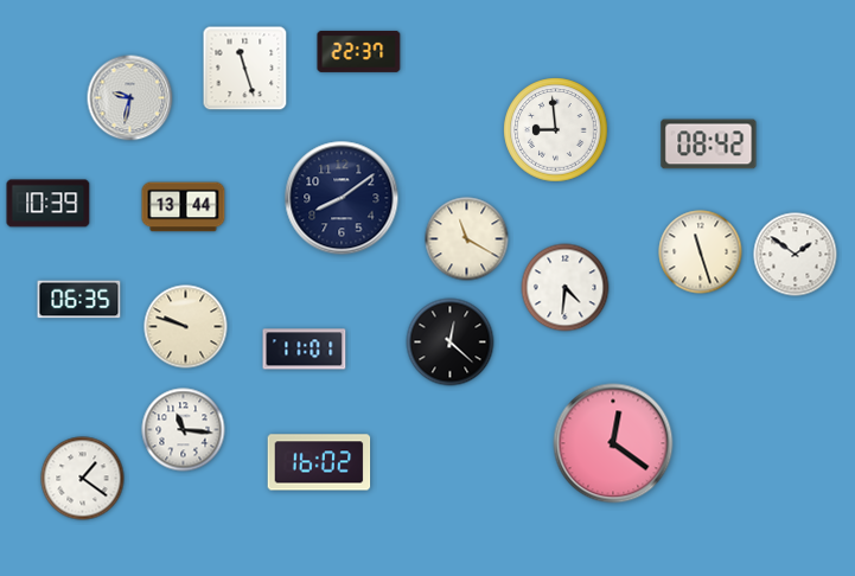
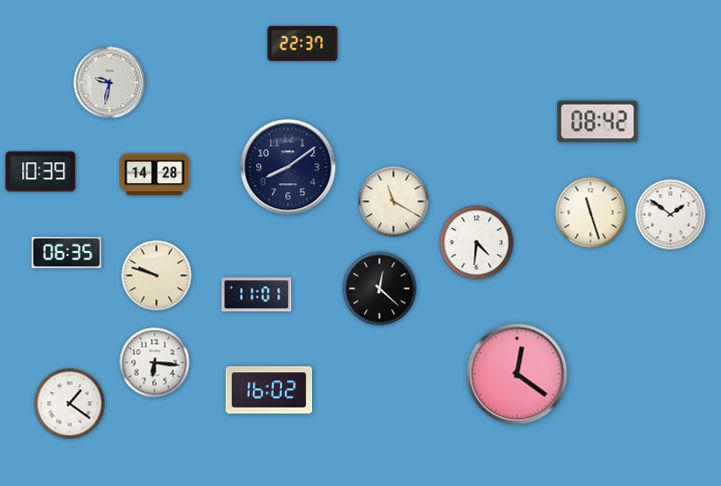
clock at (245, 69): 11:27 -> none
clock at (556, 130): 8:59 -> none
clock at (184, 207): 13:44 -> 14:28
clock at (184, 430): 11:16 -> 6:16
